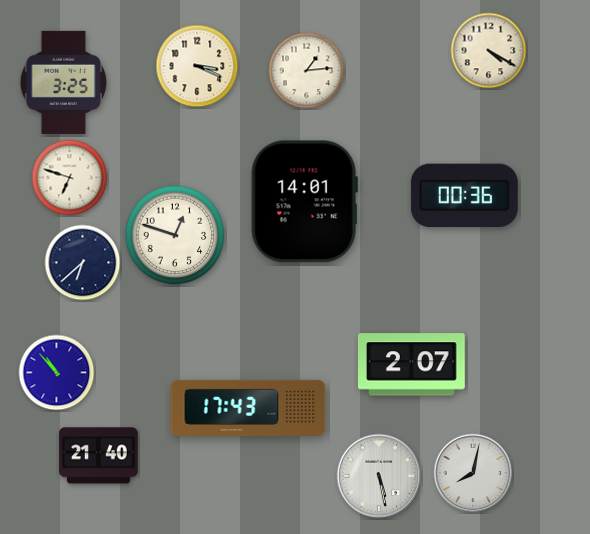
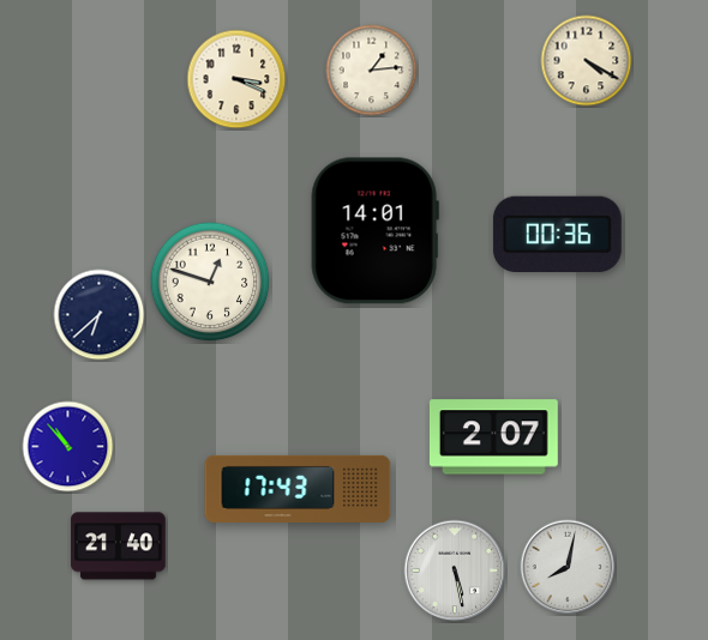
clock at (307, 71) position: (307, 71) -> (372, 71)
clock at (63, 82): 3:25 -> none
clock at (70, 178): 6:48 -> none
clock at (304, 202) position: (304, 202) -> (374, 231)
